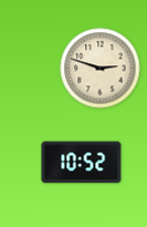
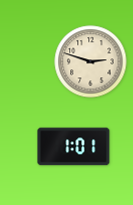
clock at (82, 163): 10:52 -> 1:01
